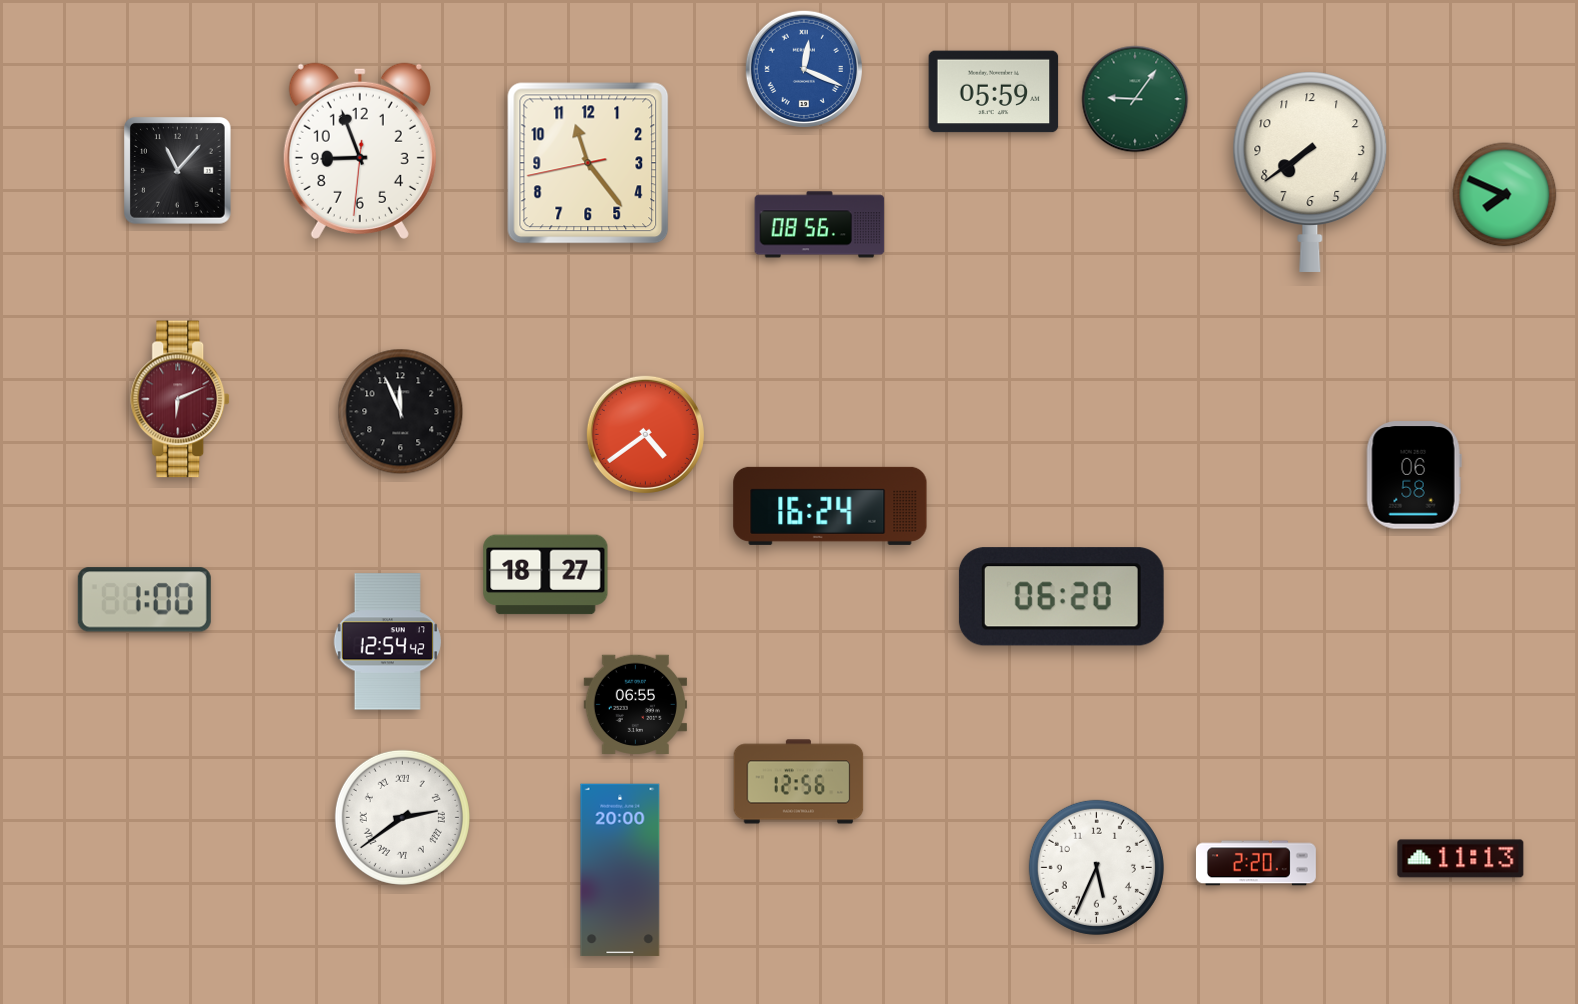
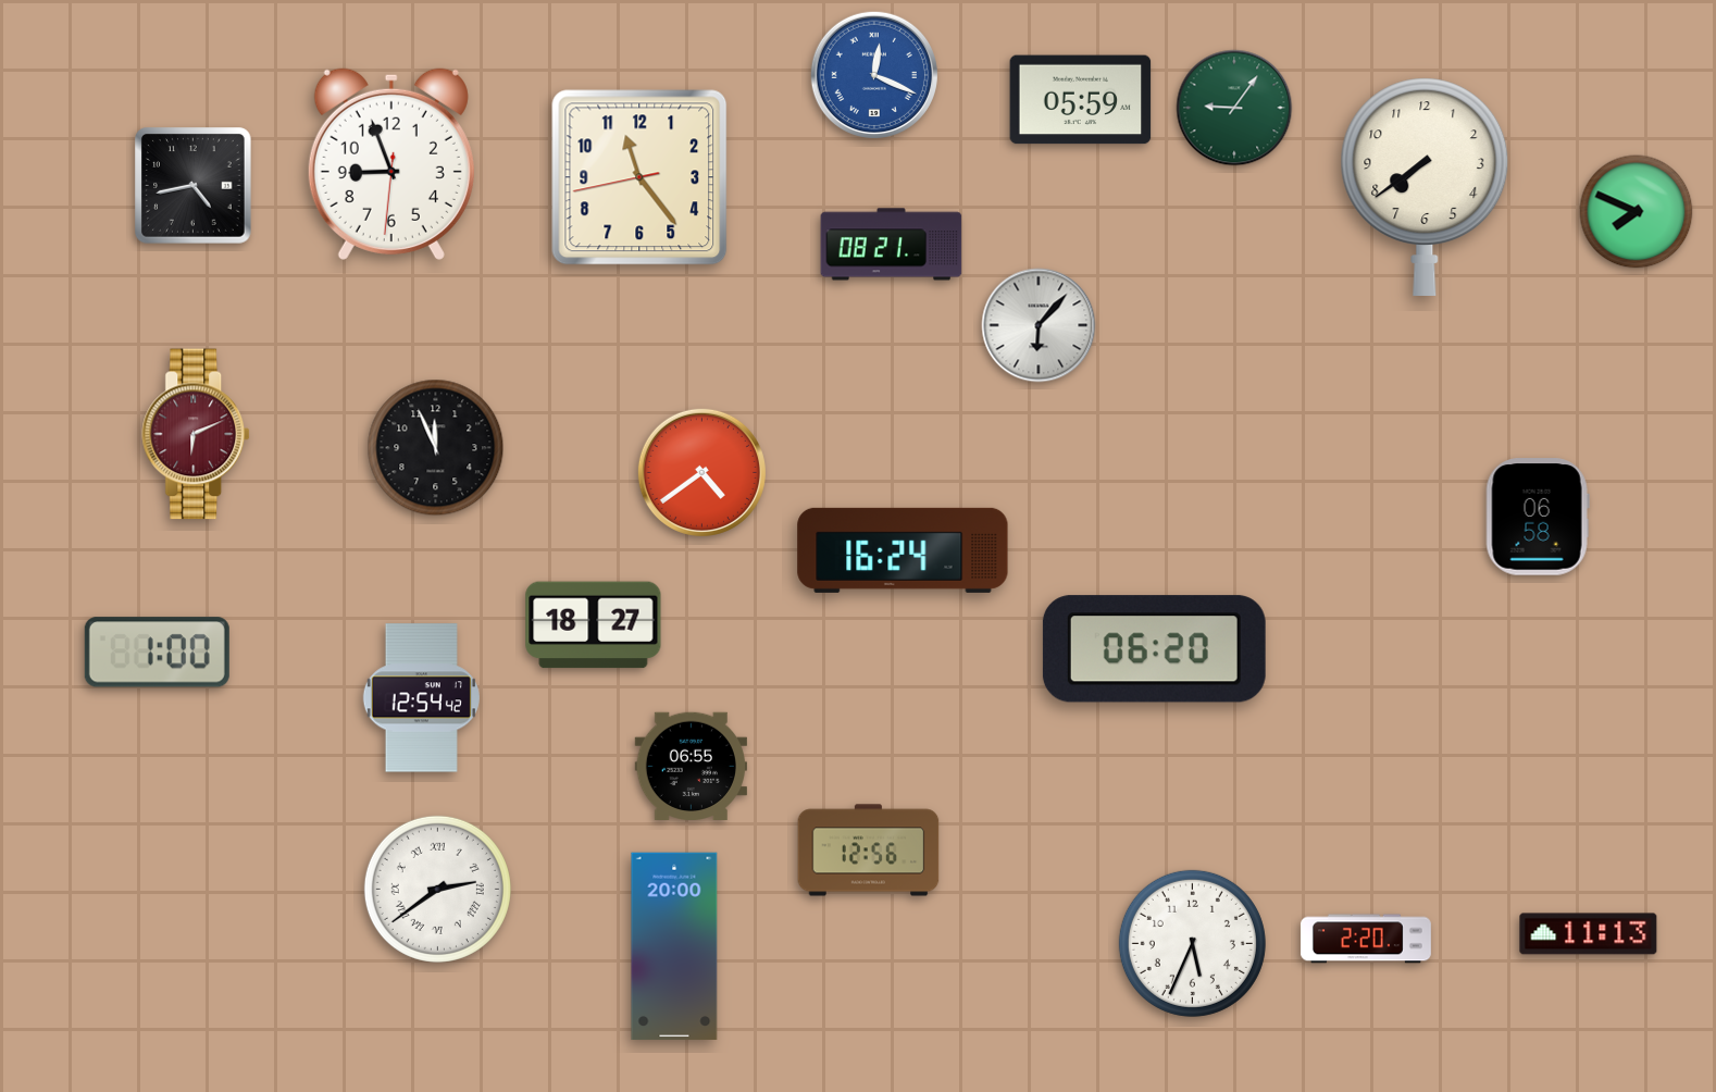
clock at (178, 171): 11:07 -> 4:43
clock at (820, 225): 08:56 -> 08:21
clock at (1039, 325): none -> 6:07
